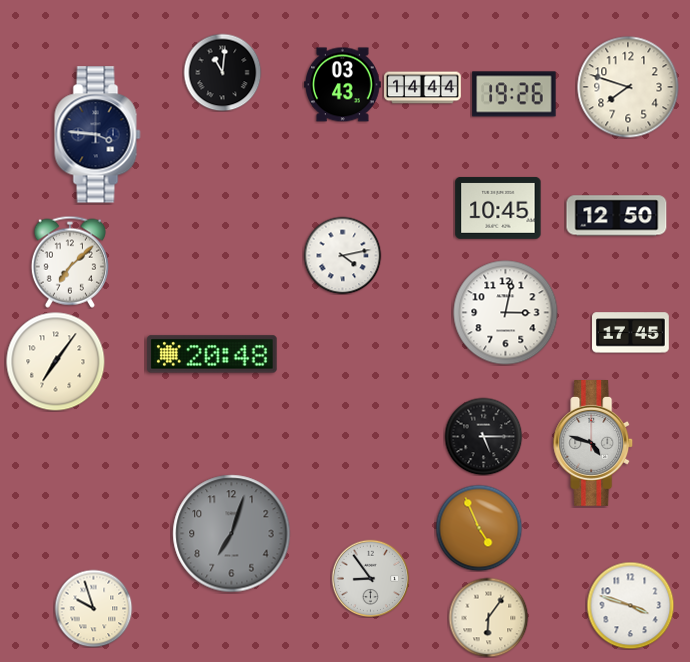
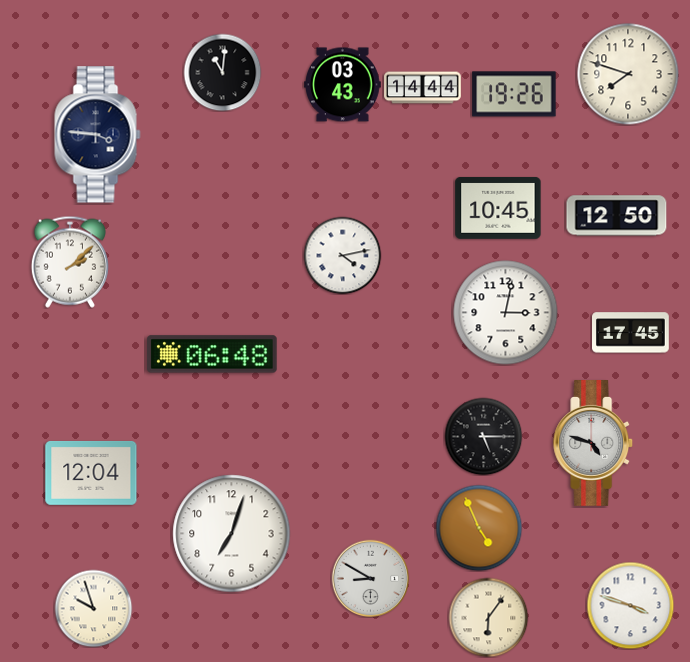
clock at (628, 87) position: (628, 87) -> (628, 74)
clock at (70, 262): 7:08 -> 2:08
clock at (212, 354): 20:48 -> 06:48
clock at (56, 362): 7:06 -> none
clock at (91, 473): none -> 12:04
clock at (232, 534) dial: grey -> white
clock at (370, 578): 8:54 -> 8:50
